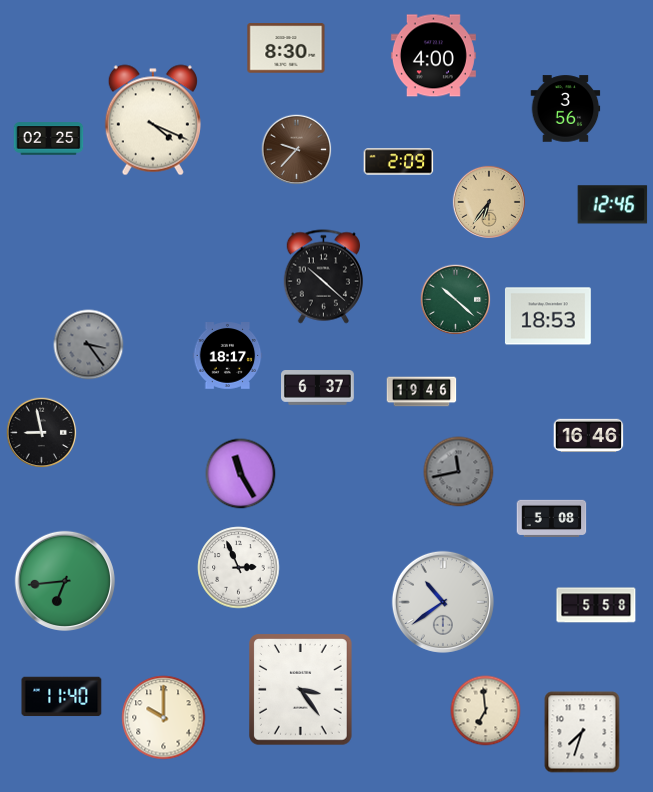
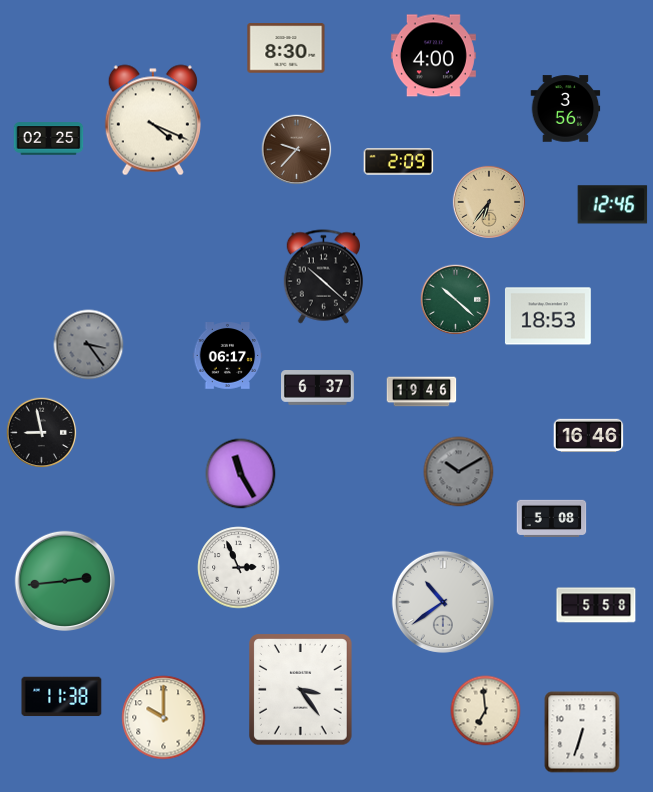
clock at (228, 356): 18:17 -> 06:17
clock at (459, 472): 11:43 -> 10:10
clock at (65, 581): 6:44 -> 2:44
clock at (62, 697): 11:40 -> 11:38
clock at (582, 732): 7:33 -> 6:33
